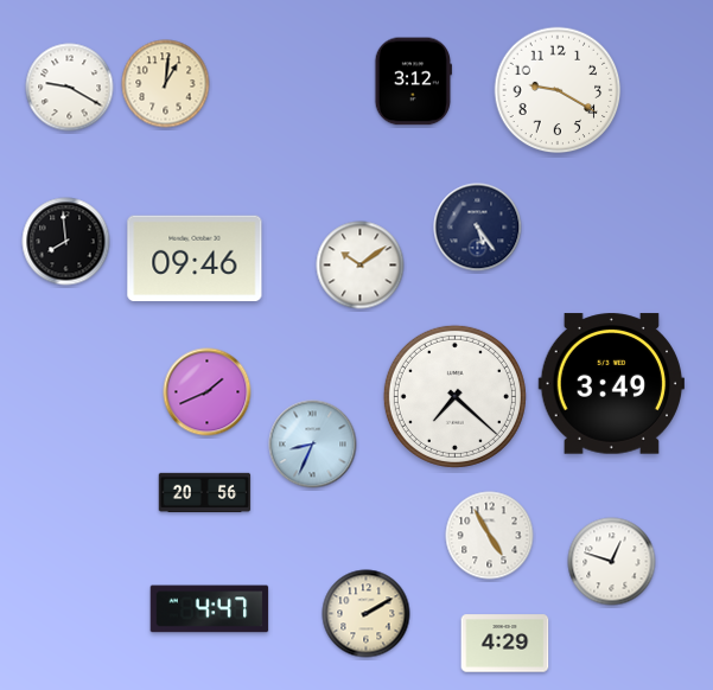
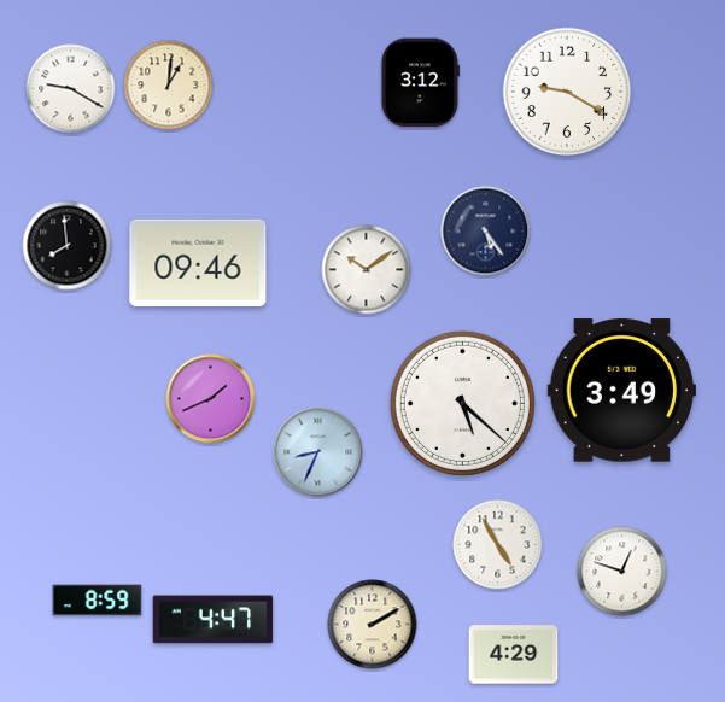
clock at (454, 396): 7:22 -> 5:22
clock at (205, 492): 20:56 -> none
clock at (98, 601): none -> 8:59
